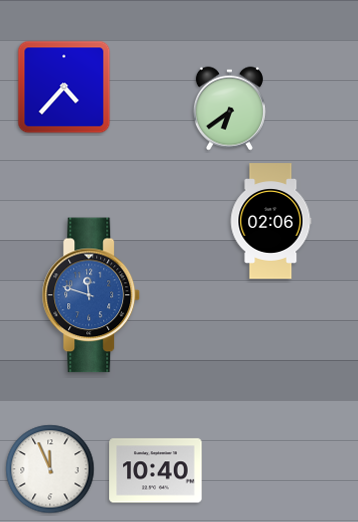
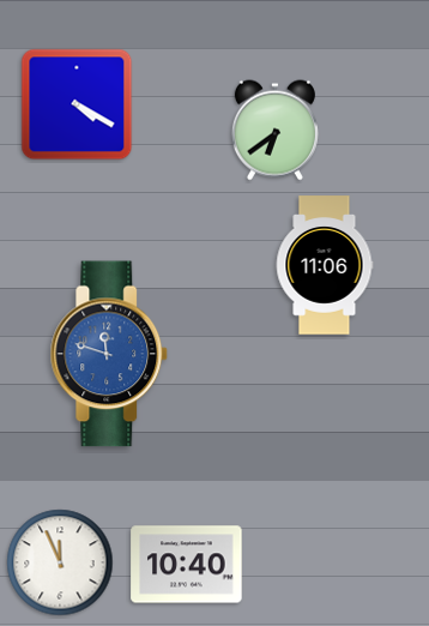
clock at (64, 87): 4:37 -> 4:20
clock at (271, 221): 02:06 -> 11:06
